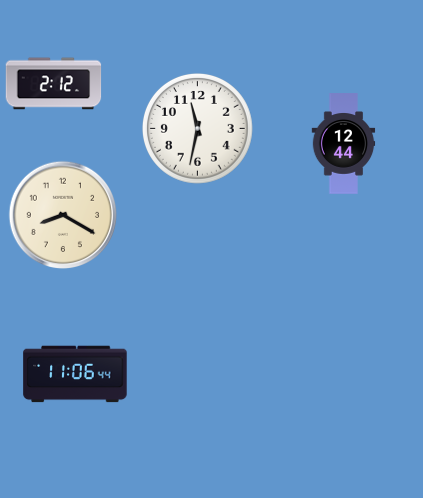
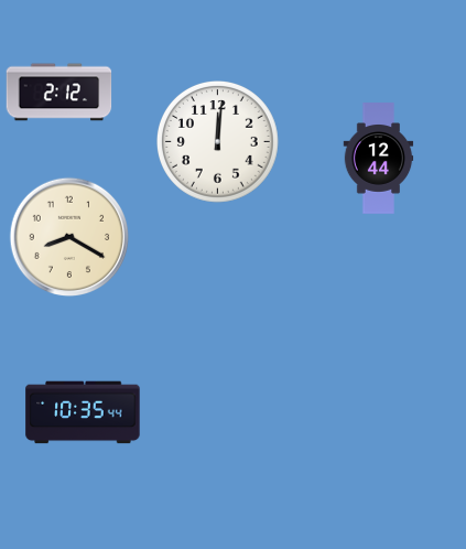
clock at (198, 129): 11:32 -> 12:01
clock at (75, 374): 11:06 -> 10:35
